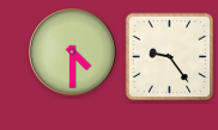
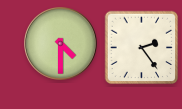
clock at (170, 57): 9:24 -> 2:24
